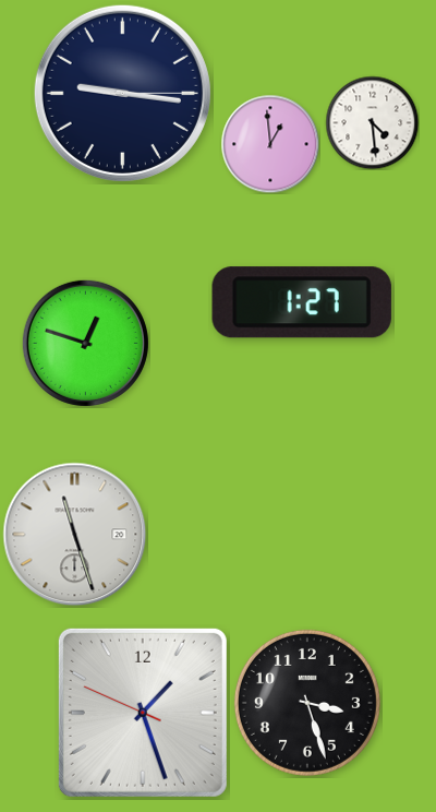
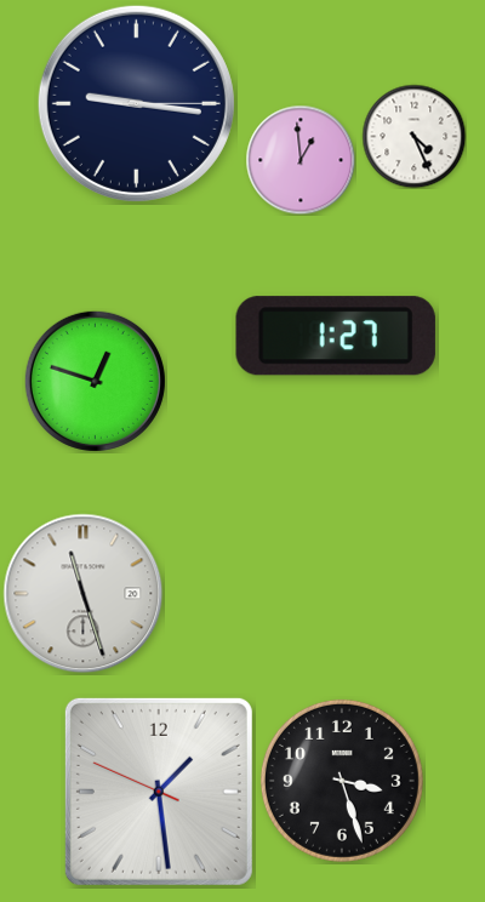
clock at (372, 122): 4:29 -> 4:26
clock at (143, 713): 1:26 -> 1:28
